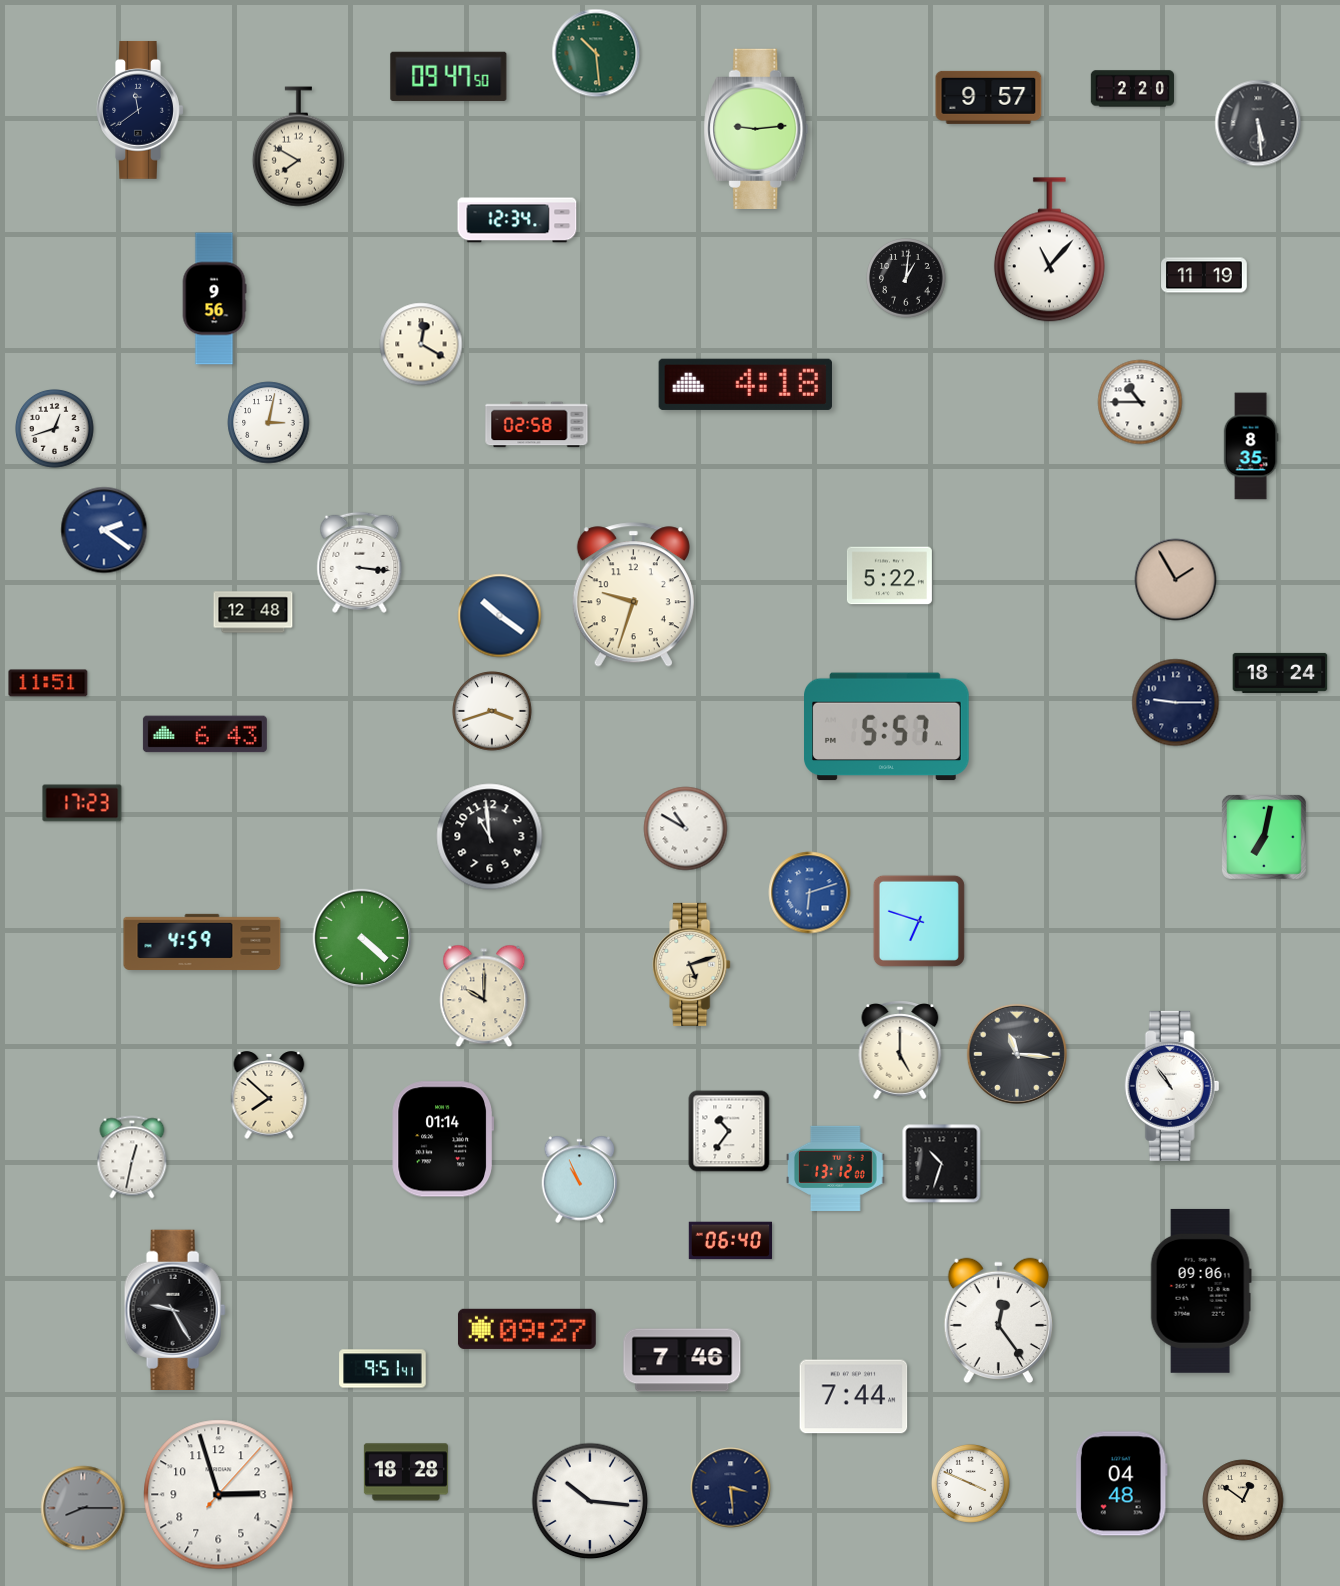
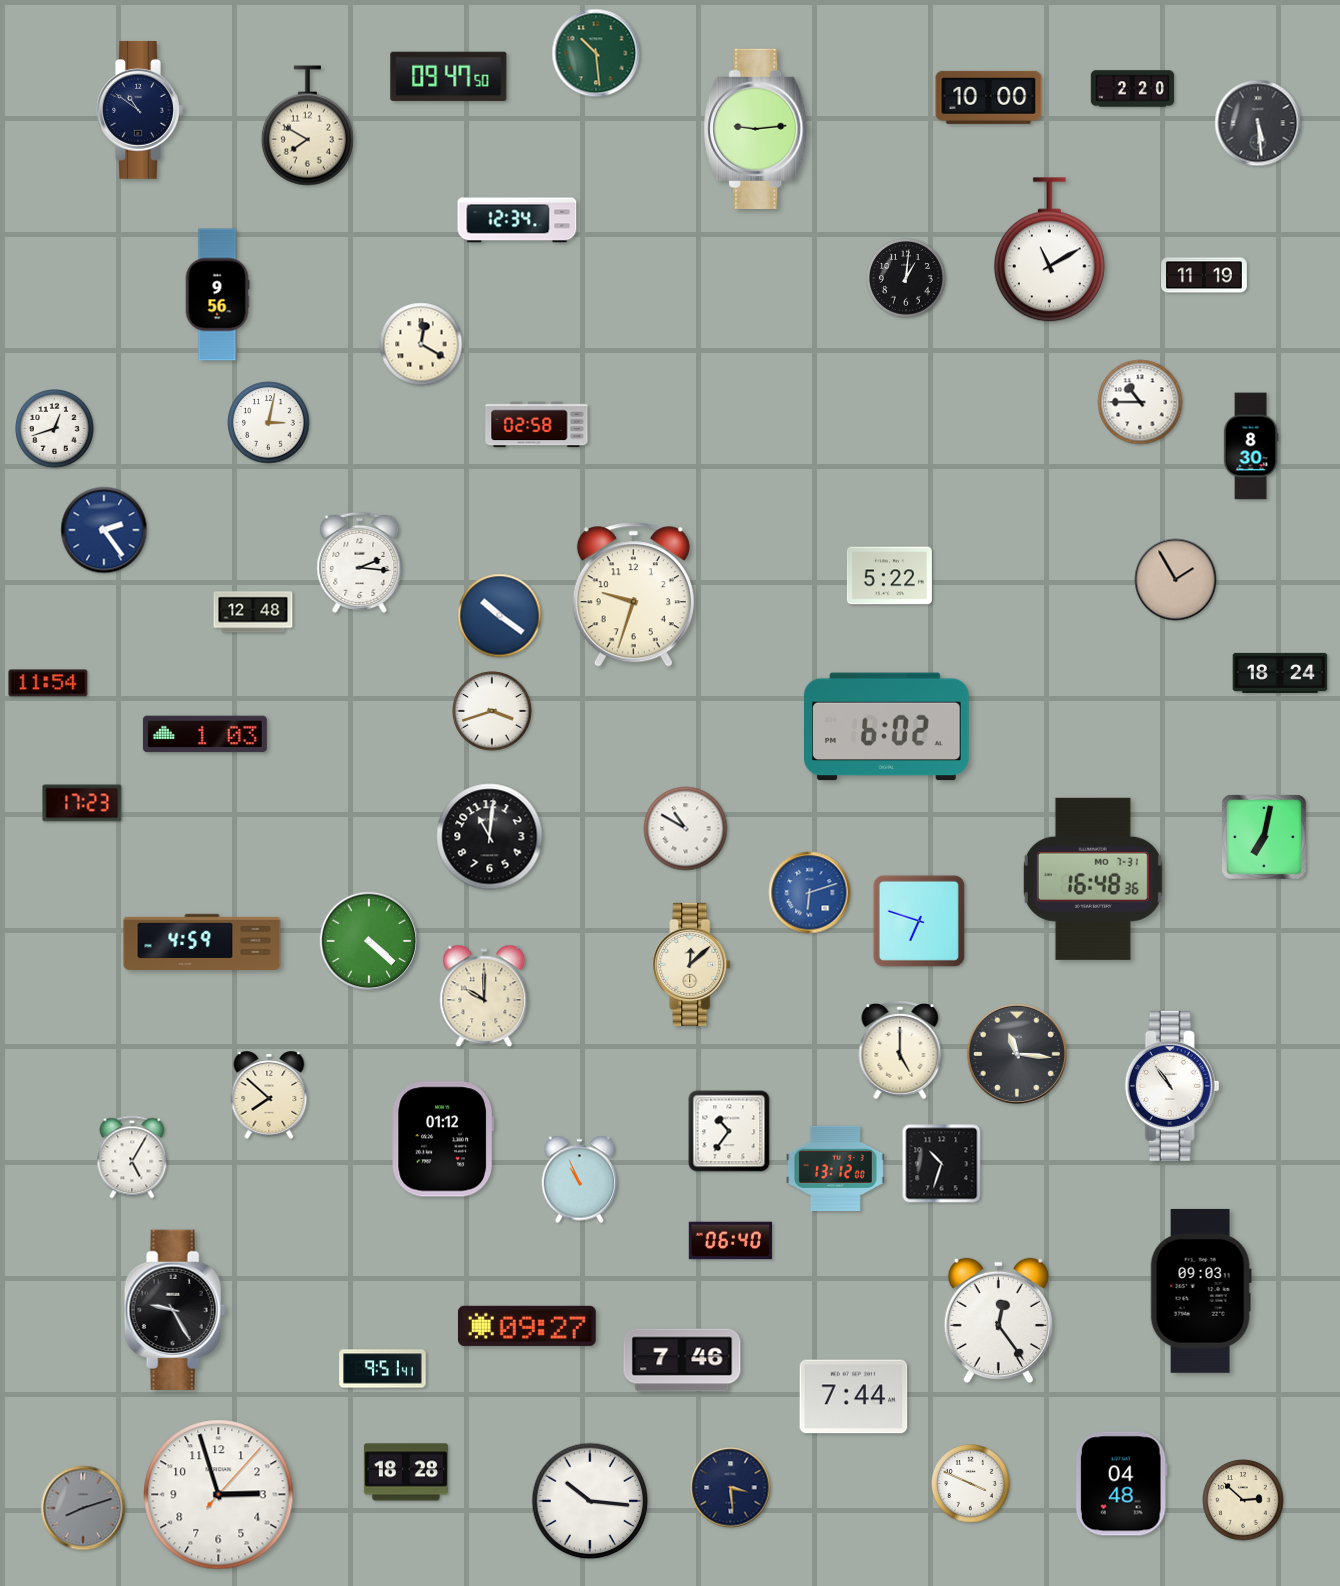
clock at (989, 97): 9:57 -> 10:00
clock at (140, 110): 11:39 -> 10:51
clock at (298, 147) position: (298, 147) -> (307, 126)
clock at (1049, 250): 11:07 -> 11:10
clock at (214, 299) position: (214, 299) -> (217, 295)
clock at (745, 384): 4:18 -> none
clock at (1251, 446): 8:35 -> 8:30
clock at (104, 530): 2:21 -> 2:24
clock at (360, 562): 3:16 -> 2:16
clock at (48, 683): 11:51 -> 11:54
clock at (1176, 703): 9:15 -> none
clock at (887, 727): 5:57 -> 6:02
clock at (205, 734): 6:43 -> 1:03
clock at (490, 837): 10:59 -> 11:01
clock at (1093, 879): none -> 16:48
clock at (361, 937) position: (361, 937) -> (368, 940)
clock at (692, 964): 5:12 -> 12:08
clock at (442, 1139): 01:14 -> 01:12
clock at (132, 1157): 12:32 -> 5:05
clock at (1201, 1291): 09:06 -> 09:03
clock at (527, 1329) position: (527, 1329) -> (527, 1326)
clock at (1243, 1500): 12:51 -> 2:52
clock at (83, 1508): 8:15 -> 8:12
